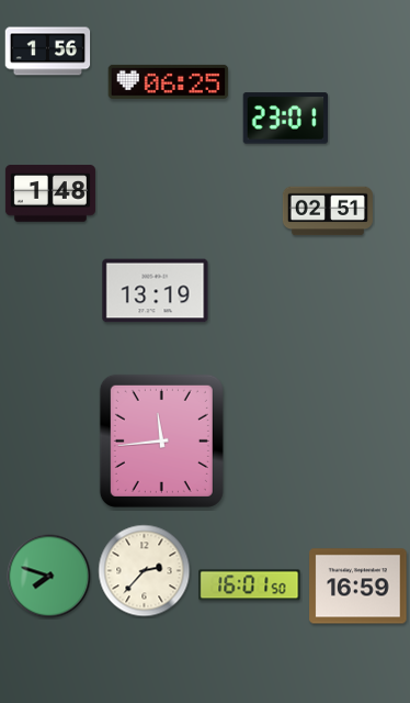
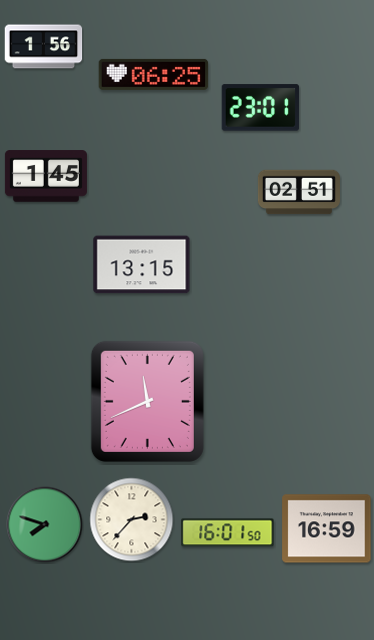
clock at (50, 193): 1:48 -> 1:45
clock at (156, 291): 13:19 -> 13:15
clock at (161, 440): 11:44 -> 11:41
clock at (358, 587) position: (358, 587) -> (327, 529)
